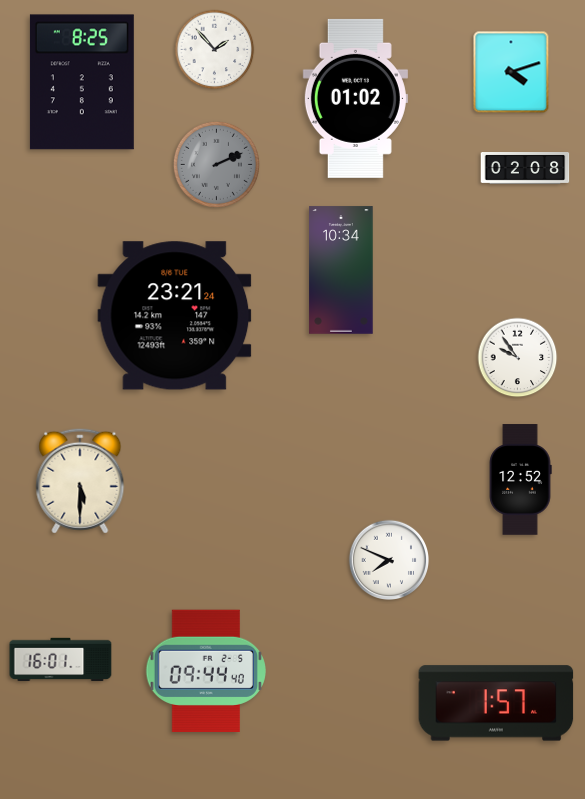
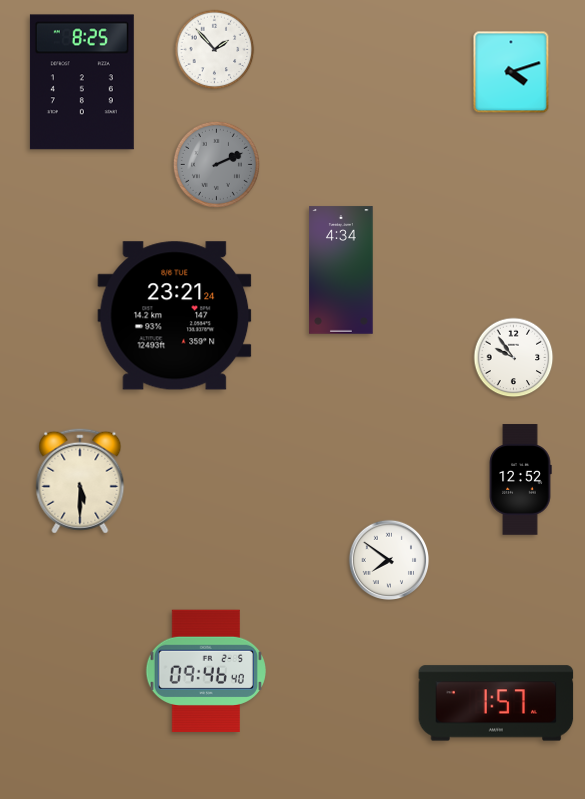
clock at (355, 98): 01:02 -> none
clock at (525, 169): 02:08 -> none
clock at (341, 270): 10:34 -> 4:34
clock at (518, 358) position: (518, 358) -> (514, 358)
clock at (388, 559): 7:49 -> 7:51
clock at (61, 660): 16:01 -> none
clock at (206, 670): 09:44 -> 09:46
